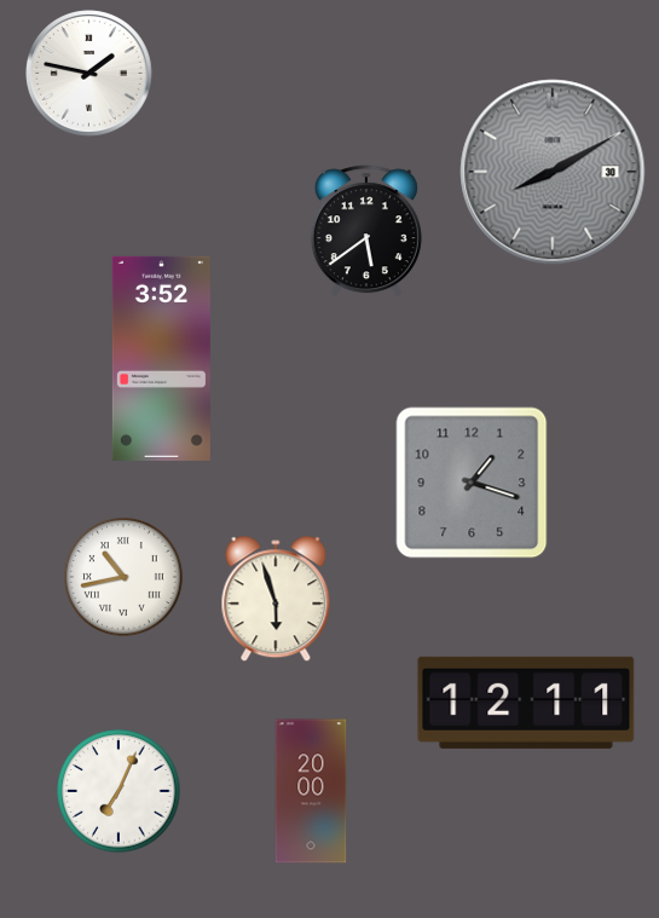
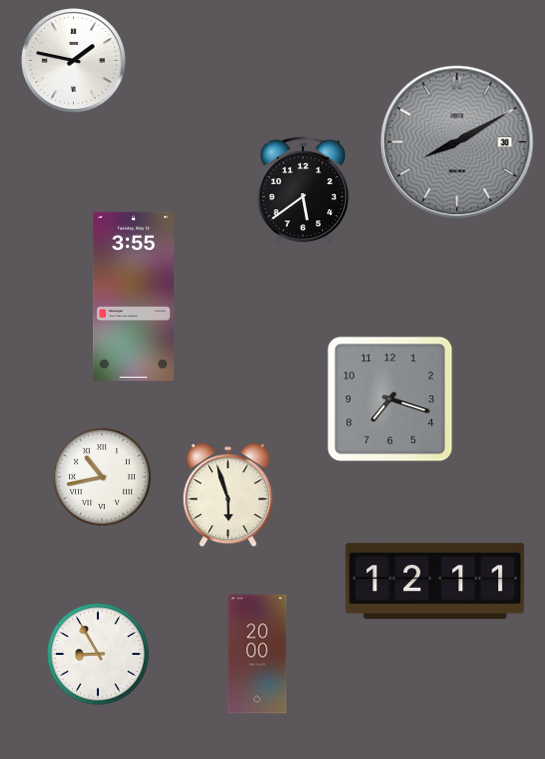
clock at (161, 358): 3:52 -> 3:55
clock at (472, 483): 1:18 -> 7:18
clock at (118, 791): 7:04 -> 8:55
